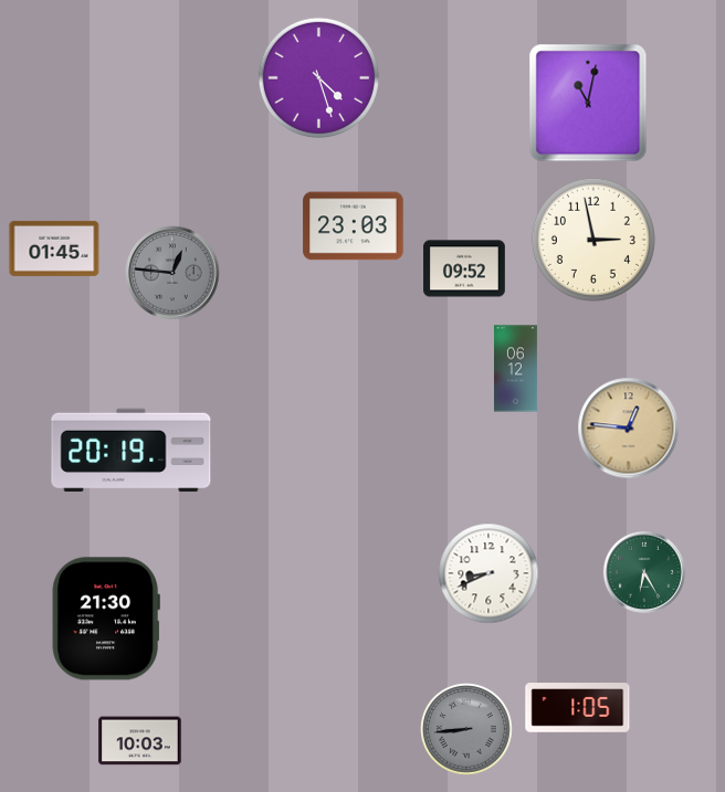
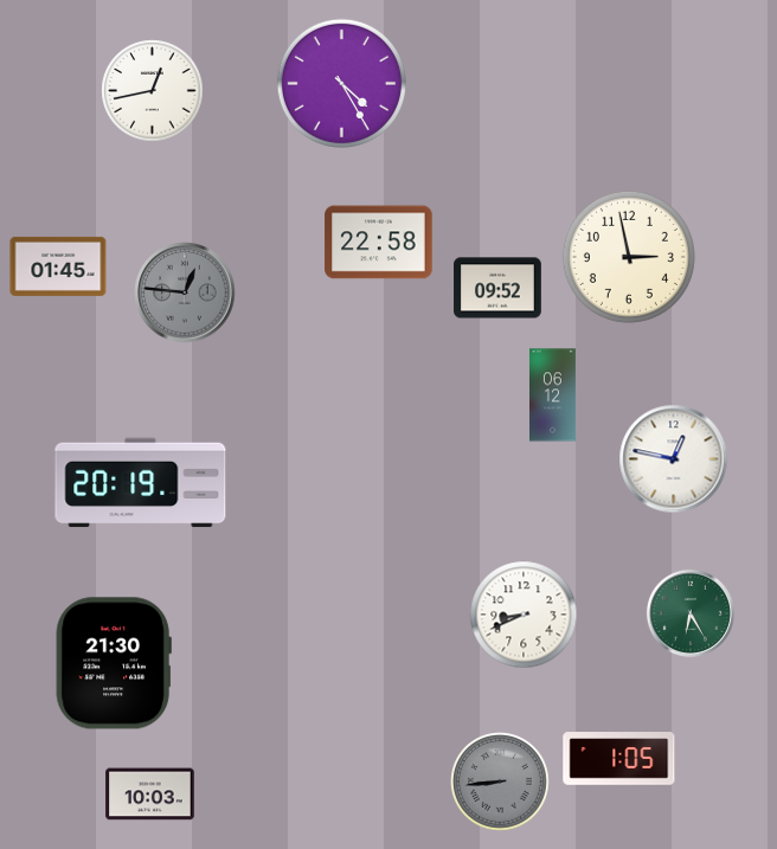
clock at (318, 77): 4:27 -> 4:25
clock at (153, 91): none -> 12:43
clock at (588, 103): 11:02 -> none
clock at (354, 226): 23:03 -> 22:58
clock at (593, 240) position: (593, 240) -> (629, 257)
clock at (629, 429): 12:46 -> 12:47
clock at (629, 429) dial: champagne -> white
